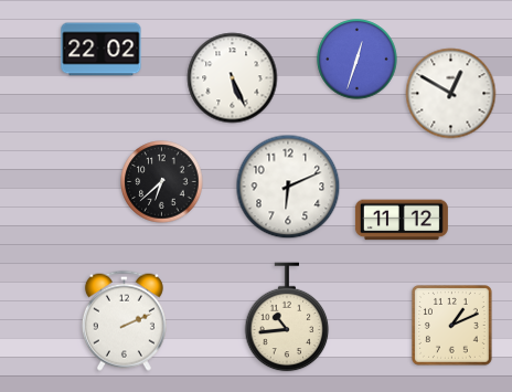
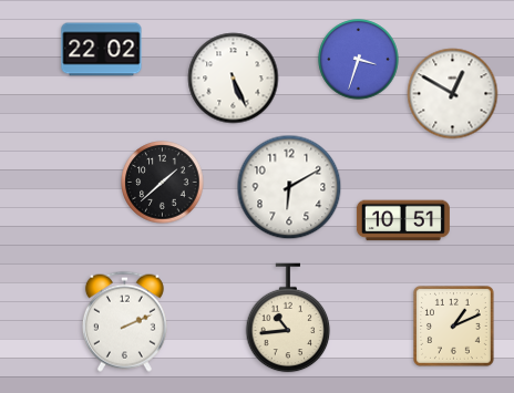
clock at (358, 60): 12:33 -> 3:33
clock at (162, 182): 6:38 -> 1:38
clock at (288, 187): 6:11 -> 6:10
clock at (402, 220): 11:12 -> 10:51
